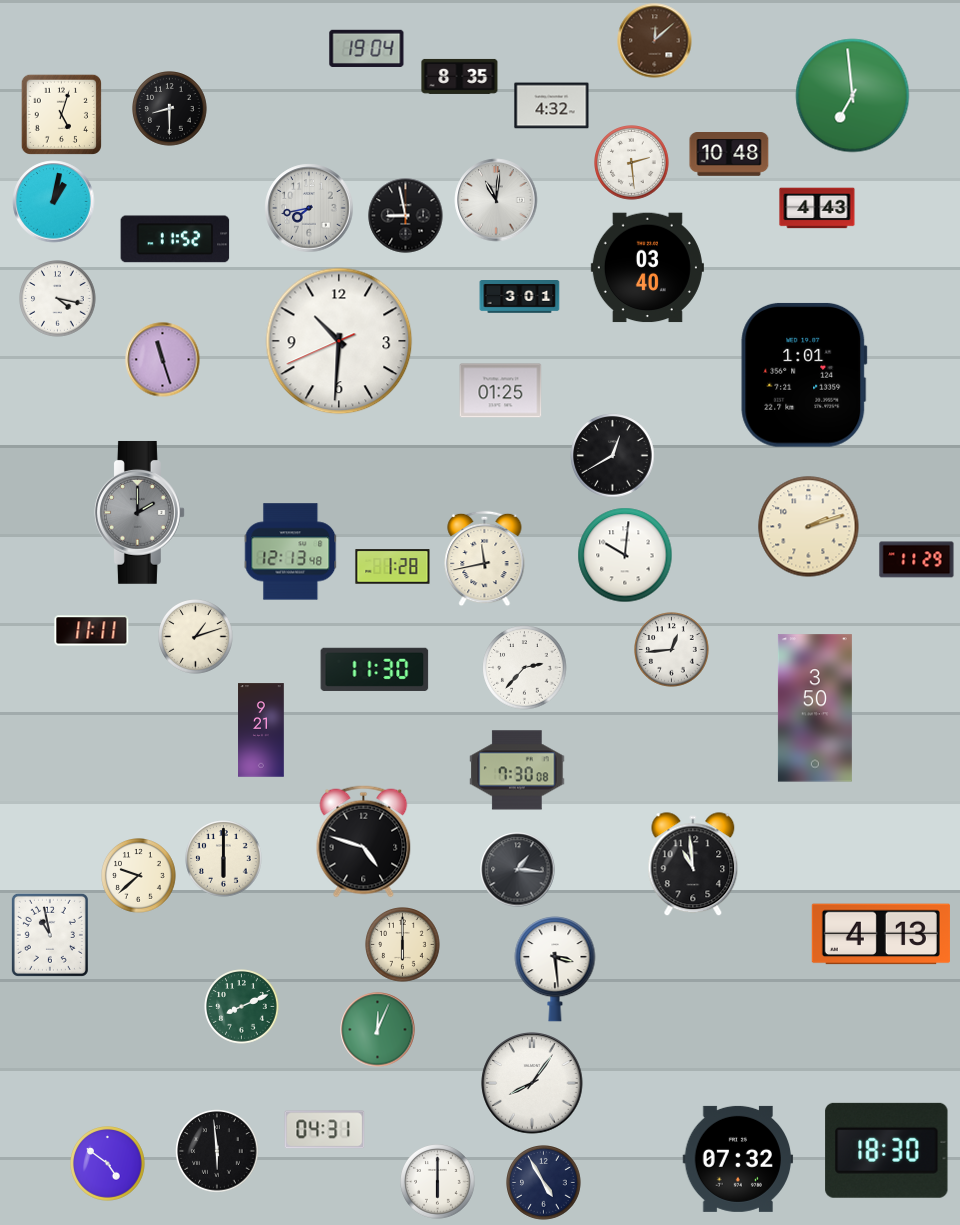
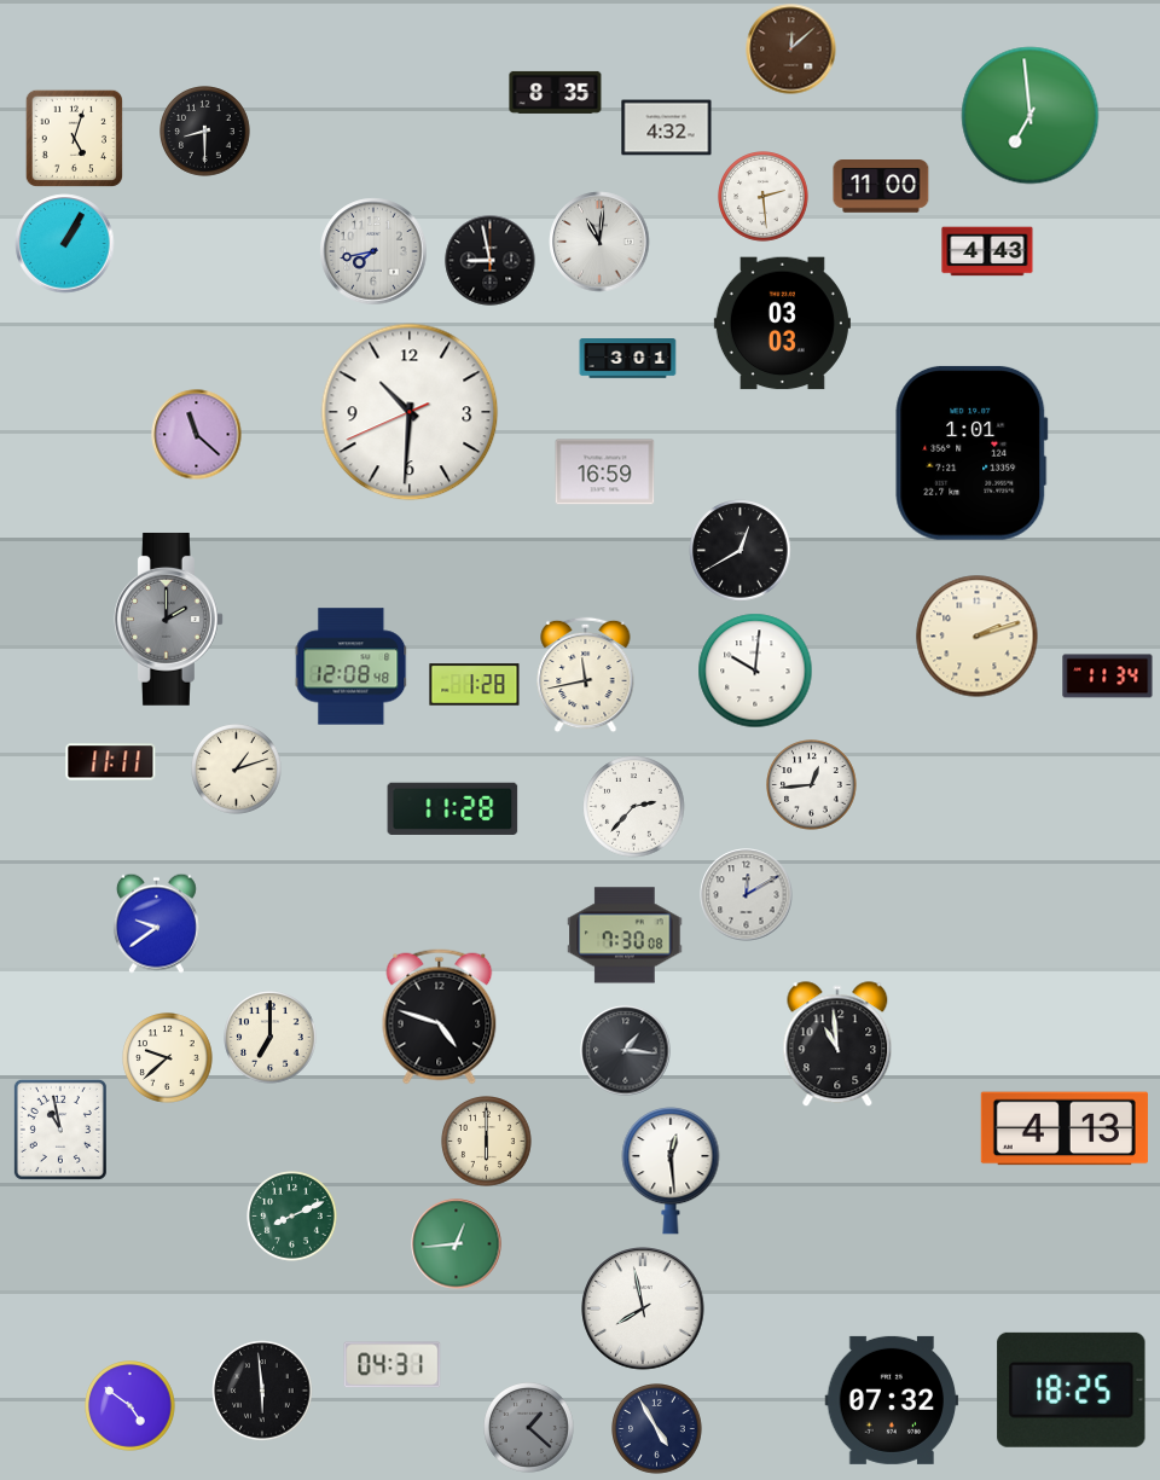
clock at (367, 48): 19:04 -> none
clock at (729, 155): 10:48 -> 11:00
clock at (54, 202): 1:02 -> 1:05
clock at (175, 239): 11:52 -> none
clock at (647, 268): 03:40 -> 03:03
clock at (58, 299): 4:17 -> none
clock at (163, 360): 11:27 -> 11:22
clock at (501, 391): 01:25 -> 16:59
clock at (291, 552): 12:13 -> 12:08
clock at (917, 560): 11:29 -> 11:34
clock at (375, 669): 11:30 -> 11:28
clock at (815, 708): 3:50 -> none
clock at (261, 730): 9:21 -> none
clock at (747, 895): none -> 12:10
clock at (156, 923): none -> 9:39
clock at (517, 770) position: (517, 770) -> (625, 935)
clock at (224, 859): 6:00 -> 7:00
clock at (555, 970): 3:29 -> 12:29
clock at (378, 1030): 12:04 -> 12:44
clock at (532, 1083): 8:06 -> 7:58
clock at (887, 1150): 18:30 -> 18:25
clock at (438, 1182): 6:00 -> 1:22
clock at (438, 1182) dial: white -> grey
